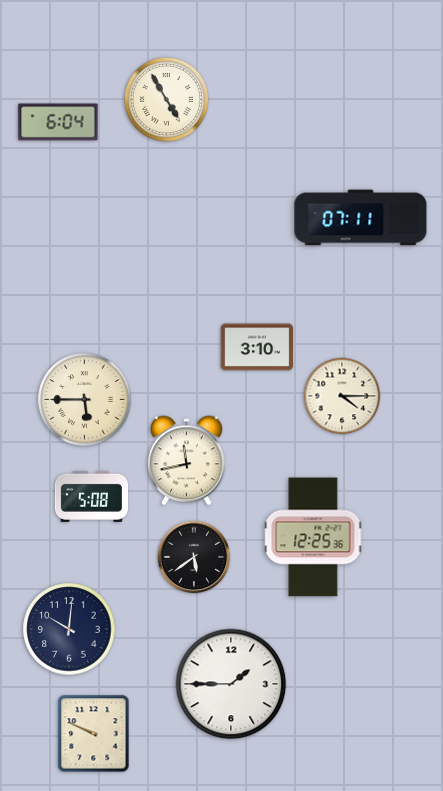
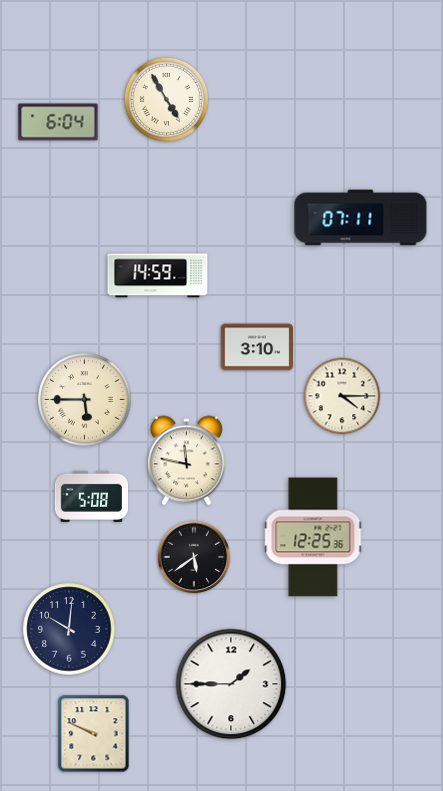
clock at (158, 276): none -> 14:59
clock at (186, 461): 11:43 -> 11:47
